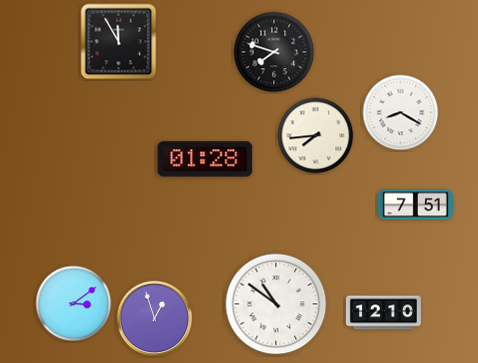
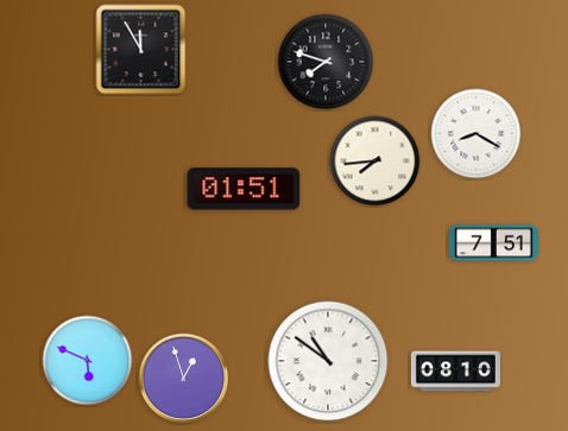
clock at (205, 159): 01:28 -> 01:51
clock at (74, 304): 3:09 -> 5:49
clock at (383, 313): 12:10 -> 08:10
